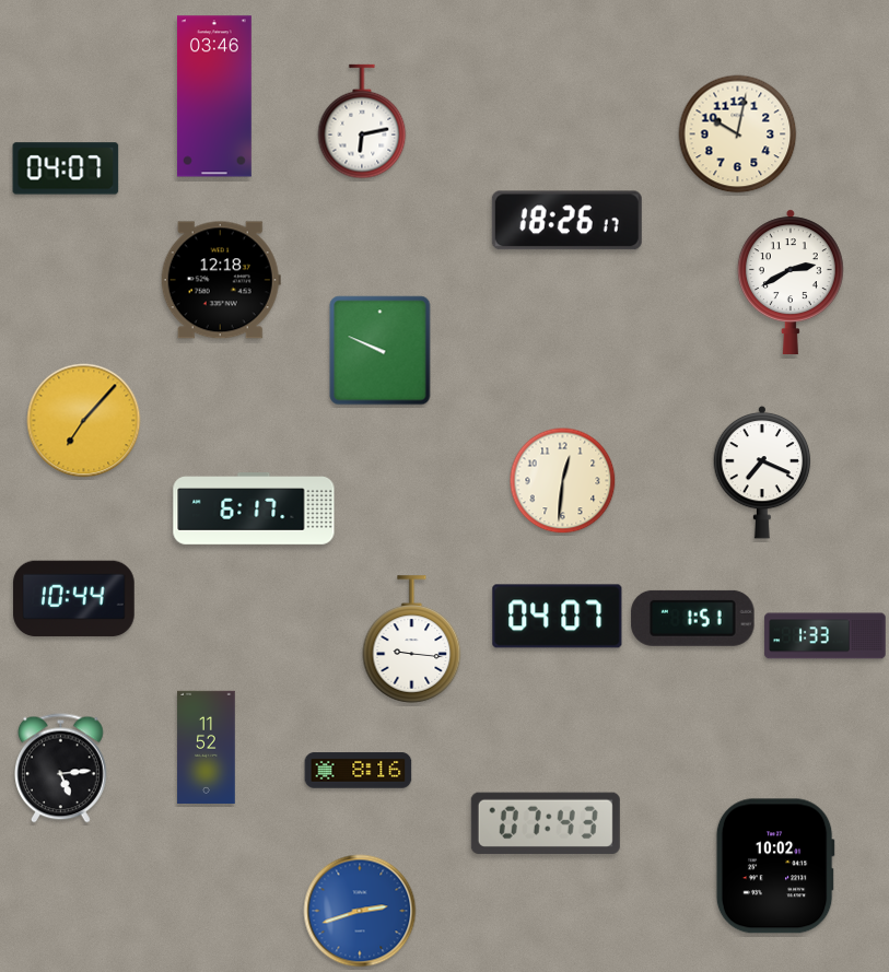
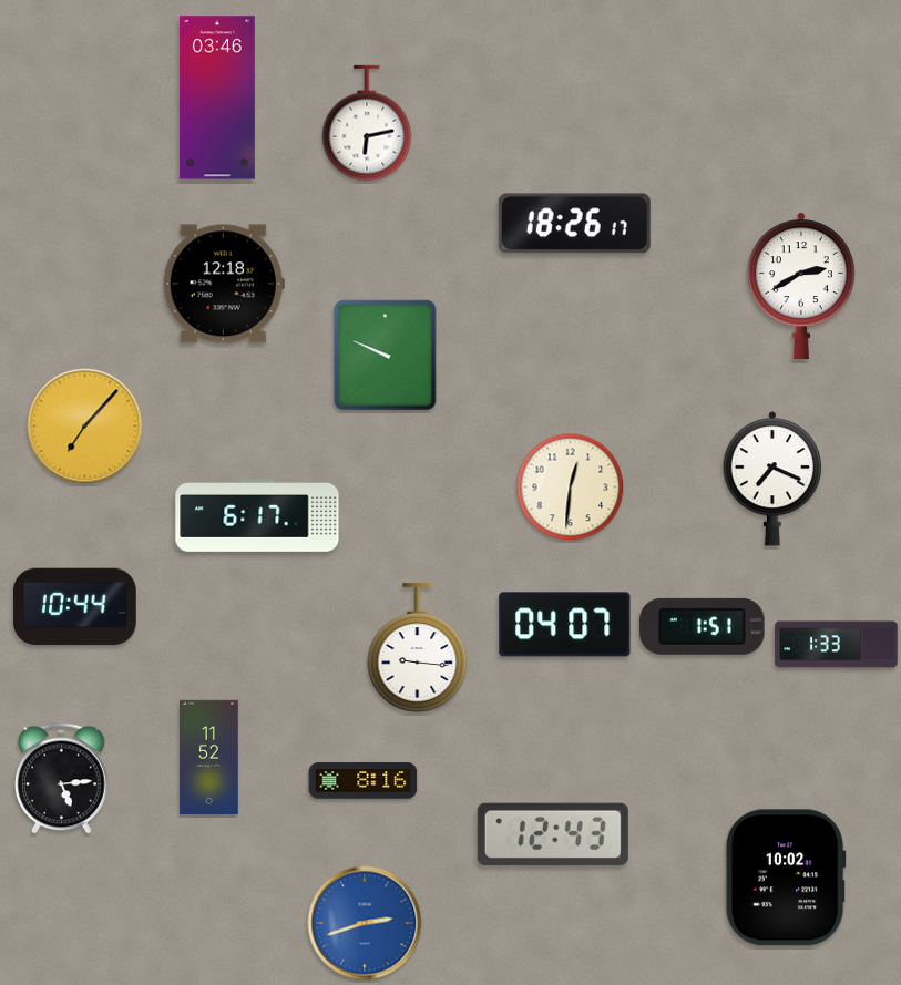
clock at (738, 134): 10:02 -> none
clock at (66, 168): 04:07 -> none
clock at (546, 823): 07:43 -> 12:43
